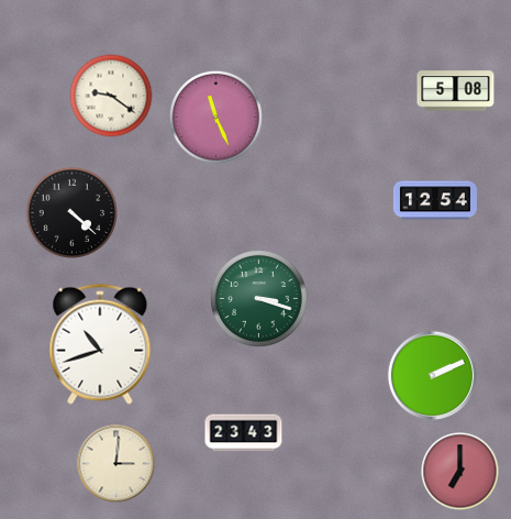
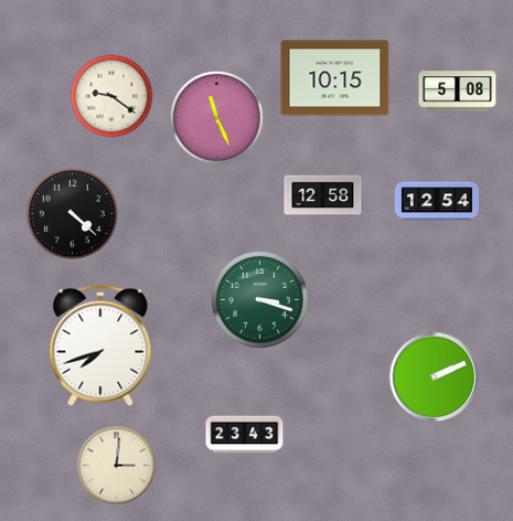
clock at (335, 78): none -> 10:15
clock at (323, 196): none -> 12:58
clock at (100, 344): 10:42 -> 7:42
clock at (460, 472): 7:00 -> none
